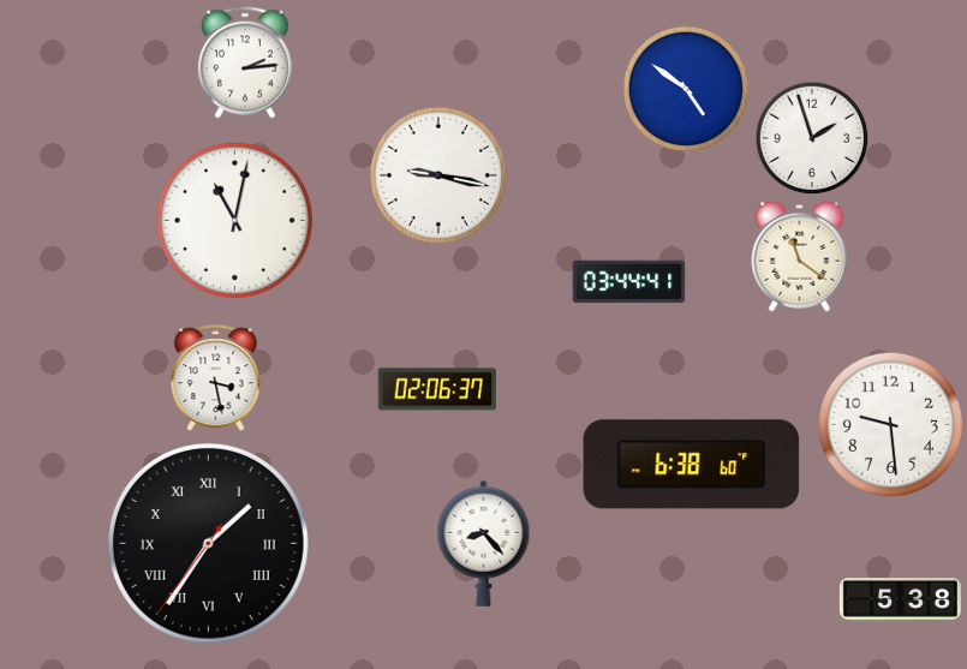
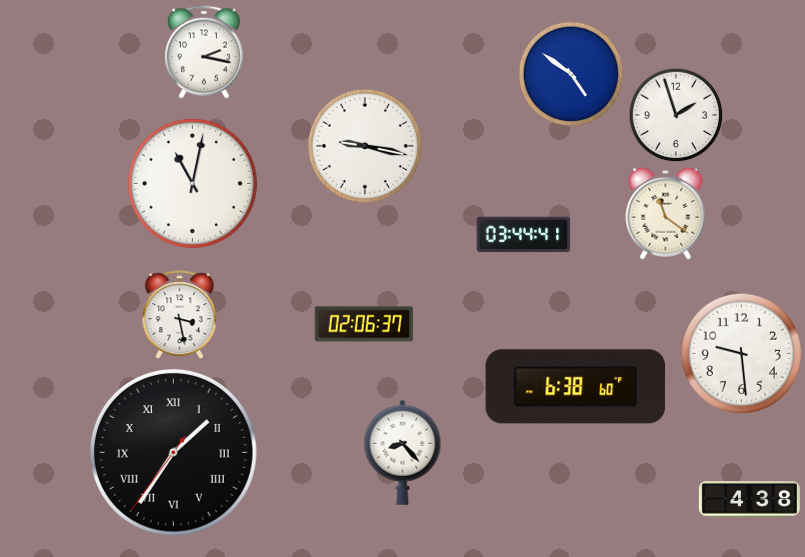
clock at (245, 62): 2:14 -> 2:17
clock at (234, 220) position: (234, 220) -> (192, 183)
clock at (900, 601): 5:38 -> 4:38
